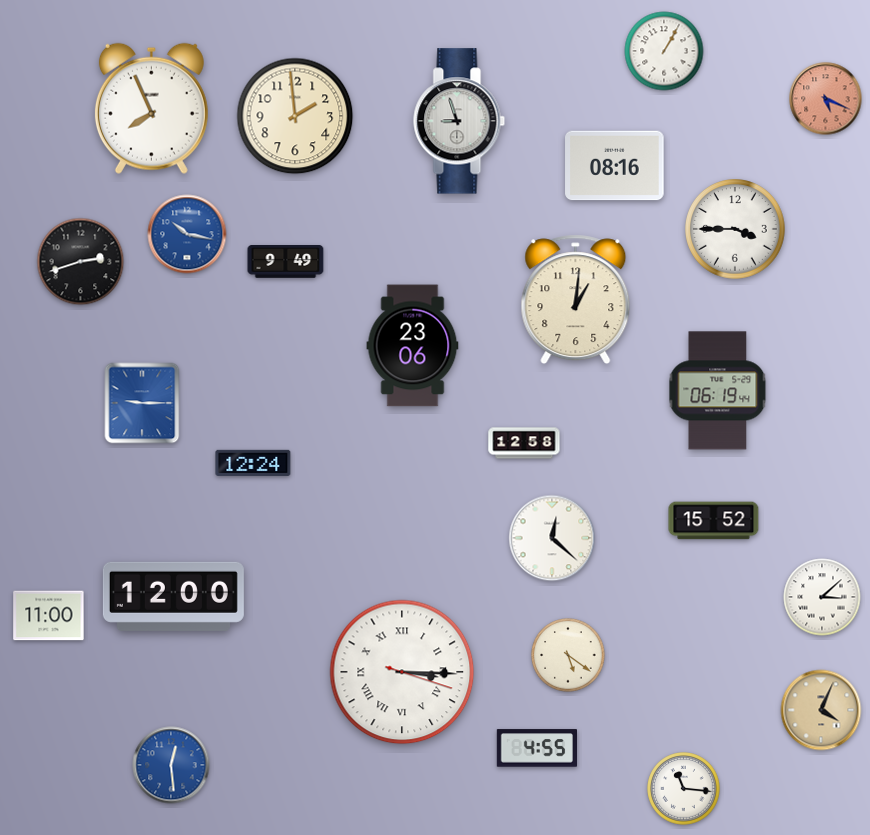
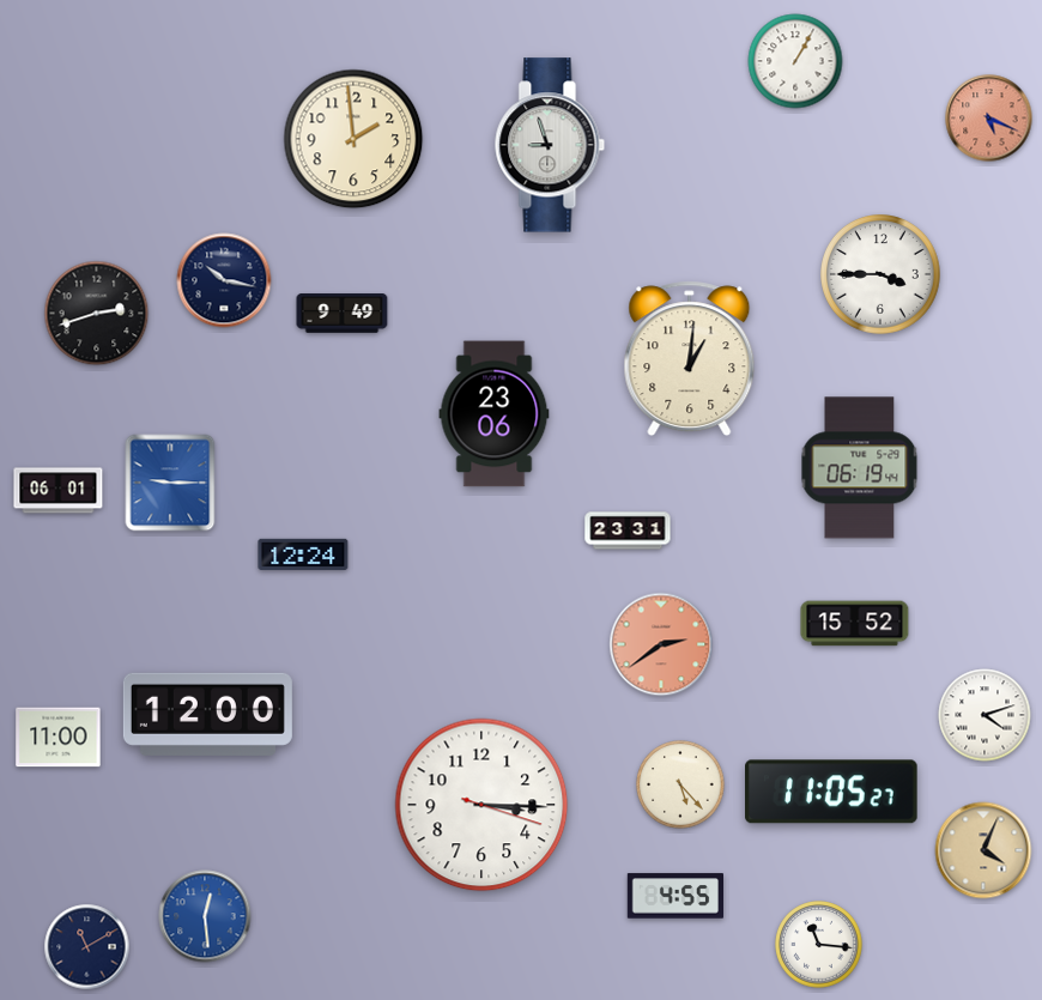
clock at (151, 108): 7:56 -> none
clock at (615, 166): 08:16 -> none
clock at (187, 234) dial: blue -> navy
clock at (59, 491): none -> 06:01
clock at (524, 443): 12:58 -> 23:31
clock at (552, 538): 12:22 -> 2:39
clock at (552, 538) dial: white -> salmon
clock at (822, 597): 3:08 -> 4:12
clock at (568, 655): 5:21 -> 5:23
clock at (832, 792): none -> 11:05
clock at (402, 672) numerals: Roman -> Arabic
clock at (536, 748) position: (536, 748) -> (674, 896)
clock at (87, 947): none -> 11:10
